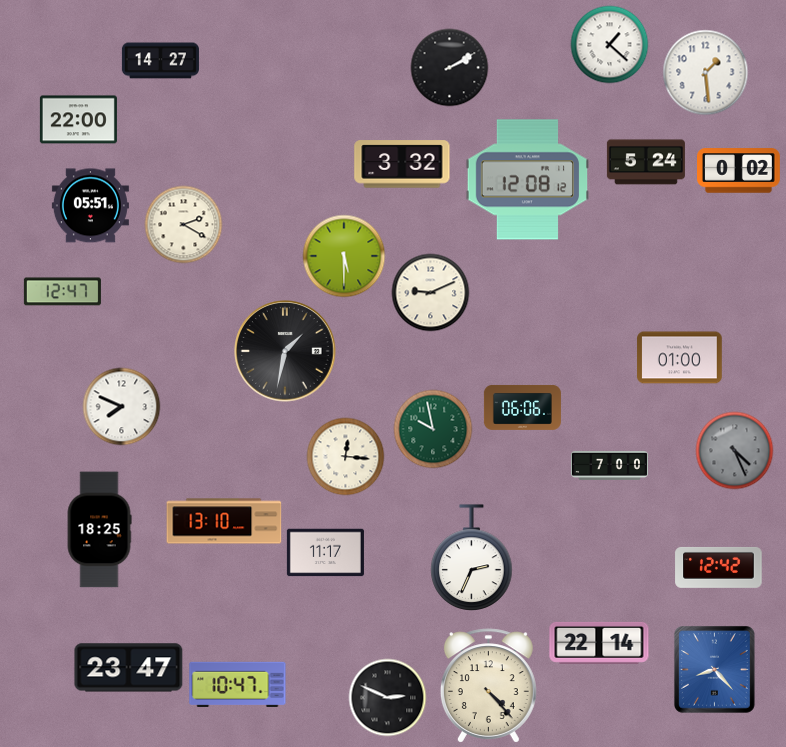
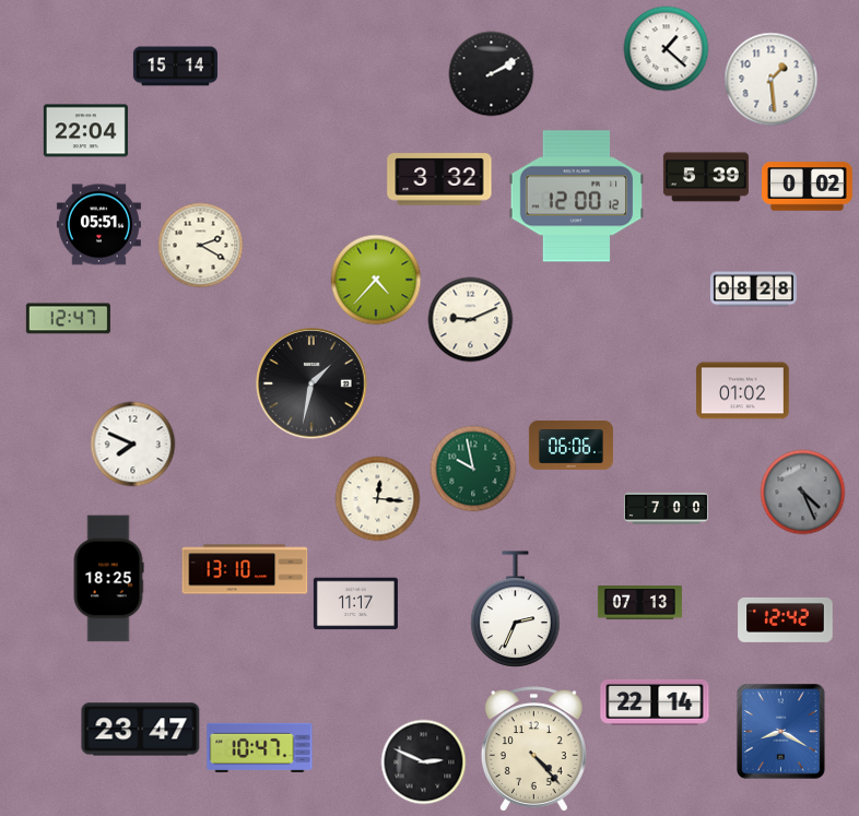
clock at (160, 61): 14:27 -> 15:14
clock at (78, 120): 22:00 -> 22:04
clock at (646, 162): 5:24 -> 5:39
clock at (527, 180): 12:08 -> 12:00
clock at (344, 256): 5:30 -> 4:37
clock at (753, 289): none -> 08:28
clock at (680, 358): 01:00 -> 01:02
clock at (639, 603): none -> 07:13
clock at (715, 670): 8:23 -> 8:20
